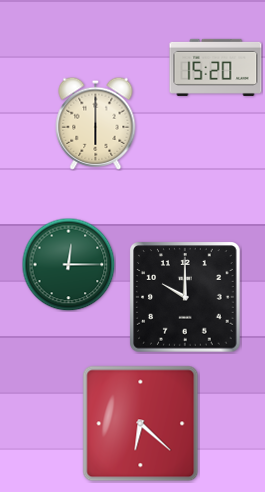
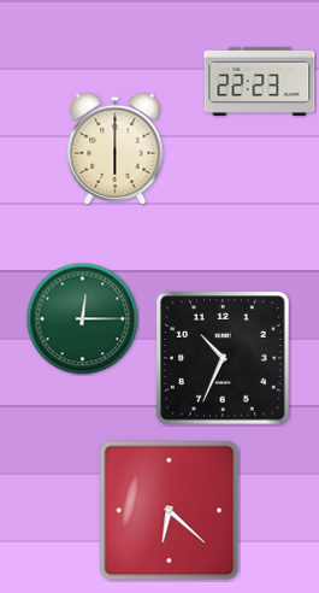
clock at (216, 67): 15:20 -> 22:23
clock at (185, 297): 10:00 -> 10:34
